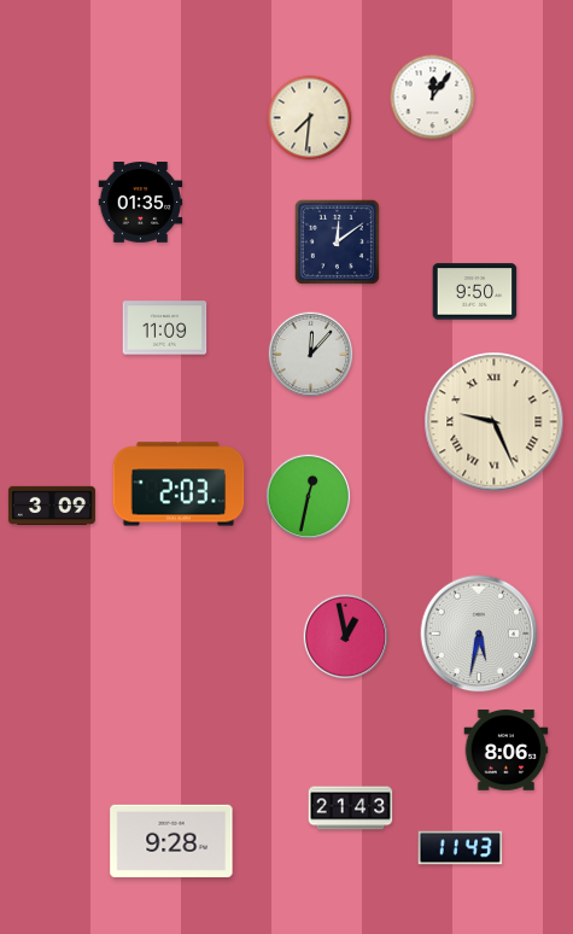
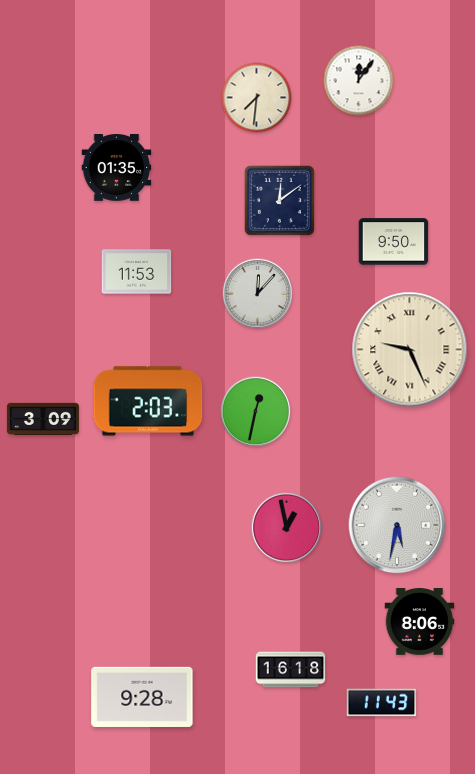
clock at (165, 328): 11:09 -> 11:53
clock at (351, 809): 21:43 -> 16:18
